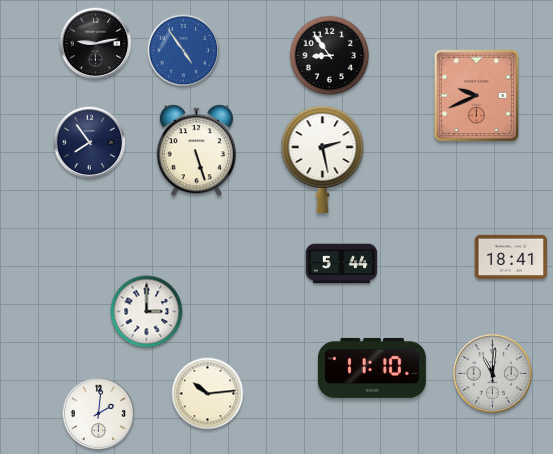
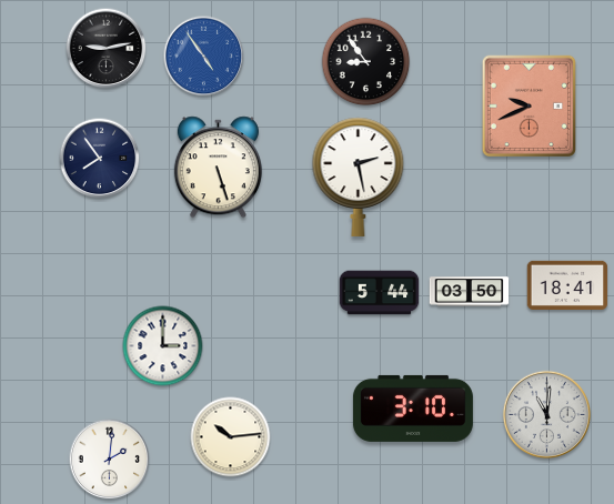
clock at (470, 292): none -> 03:50
clock at (372, 368): 11:10 -> 3:10
